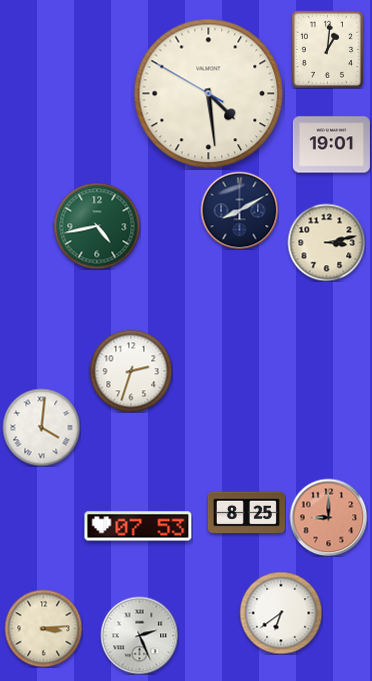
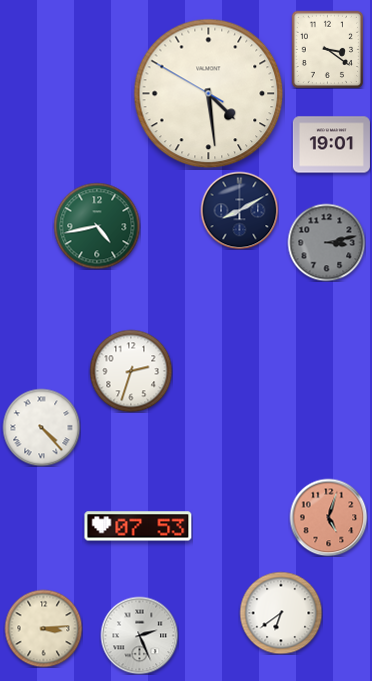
clock at (328, 49): 1:01 -> 3:21
clock at (326, 242) dial: cream -> grey
clock at (41, 427): 4:01 -> 4:23
clock at (246, 513): 8:25 -> none
clock at (328, 517): 9:00 -> 5:03
